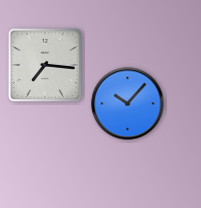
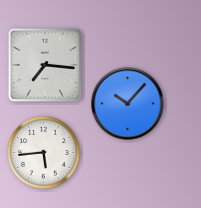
clock at (44, 153): none -> 5:44
